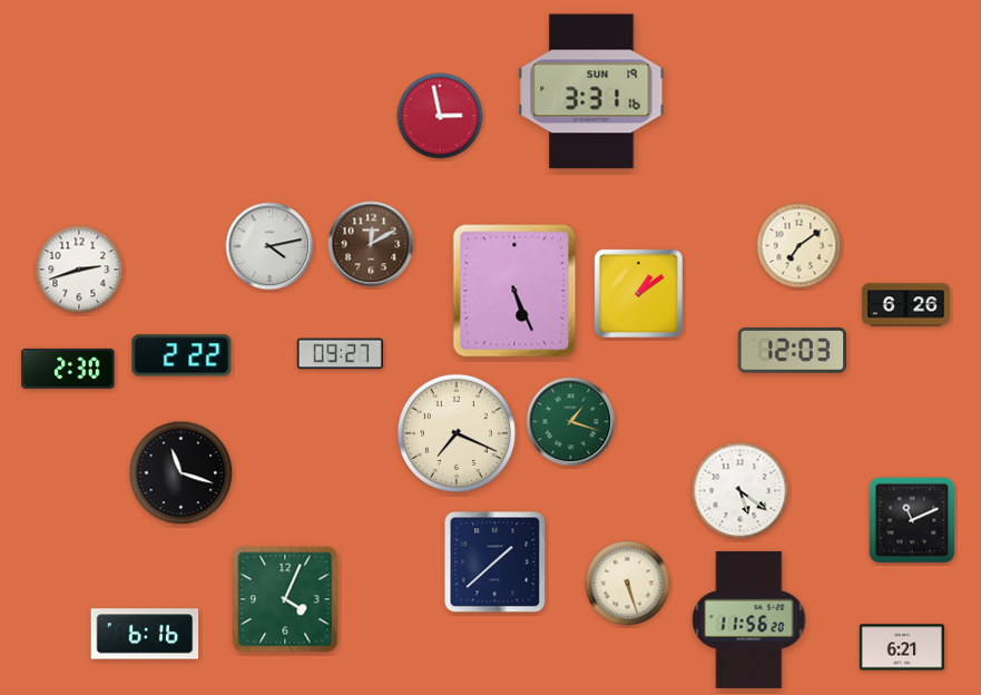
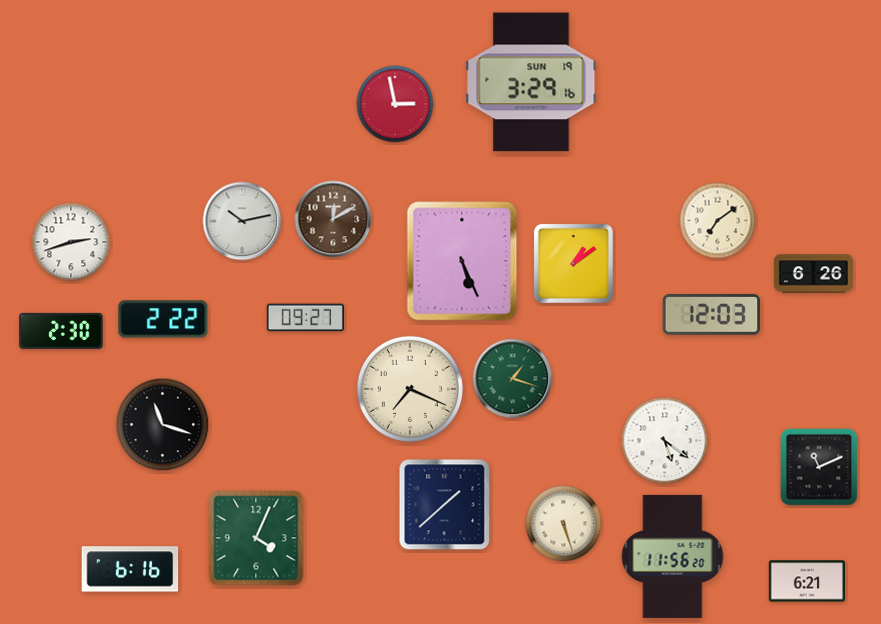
clock at (591, 91): 3:31 -> 3:29
clock at (269, 246): 4:13 -> 10:13
clock at (901, 647) position: (901, 647) -> (806, 581)
